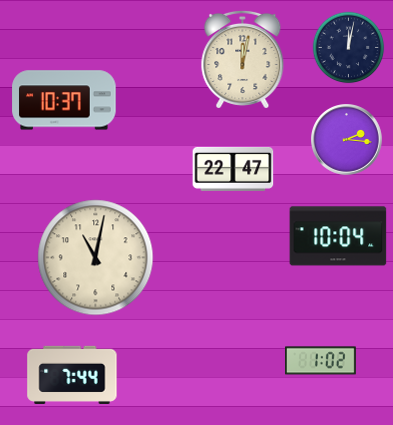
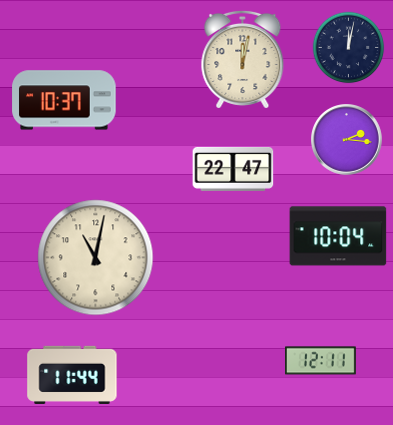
clock at (321, 361): 1:02 -> 12:11
clock at (72, 374): 7:44 -> 11:44
